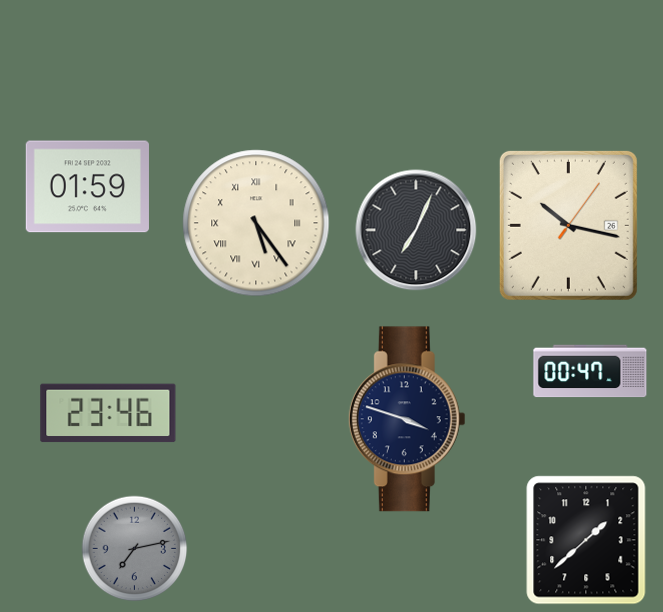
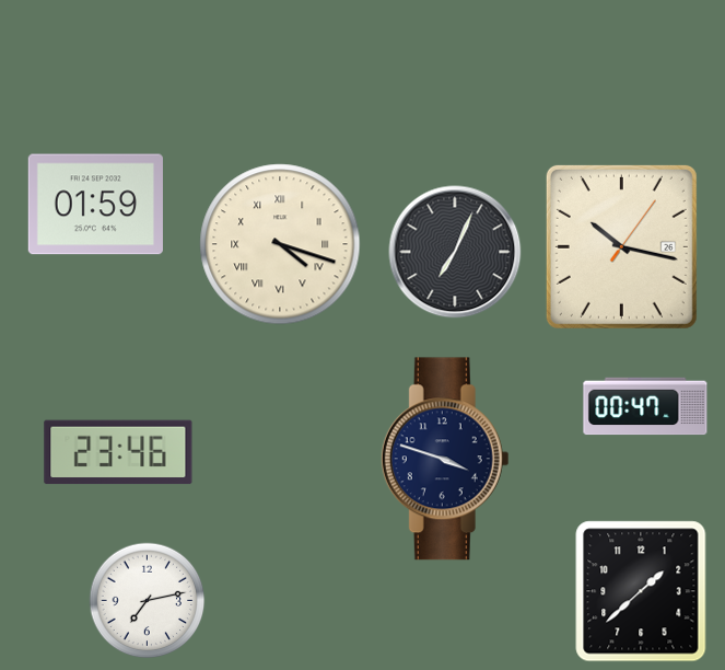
clock at (256, 223): 5:24 -> 4:18
clock at (135, 549) dial: grey -> white
